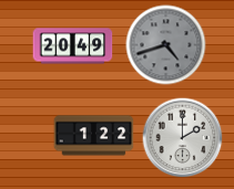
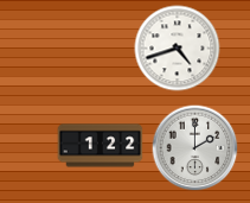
clock at (166, 45) dial: grey -> white
clock at (73, 46): 20:49 -> none
